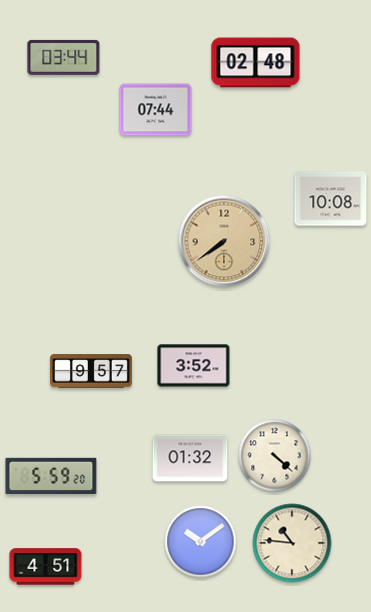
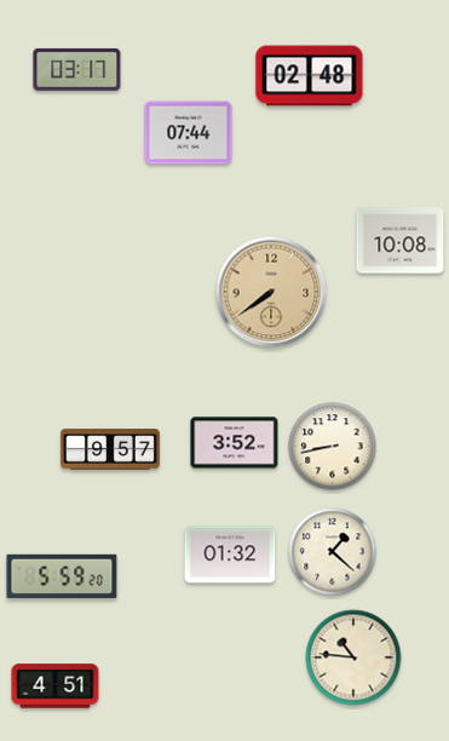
clock at (64, 57): 03:44 -> 03:17
clock at (333, 447): none -> 8:43
clock at (275, 456): 4:22 -> 1:22
clock at (201, 542): 10:09 -> none
